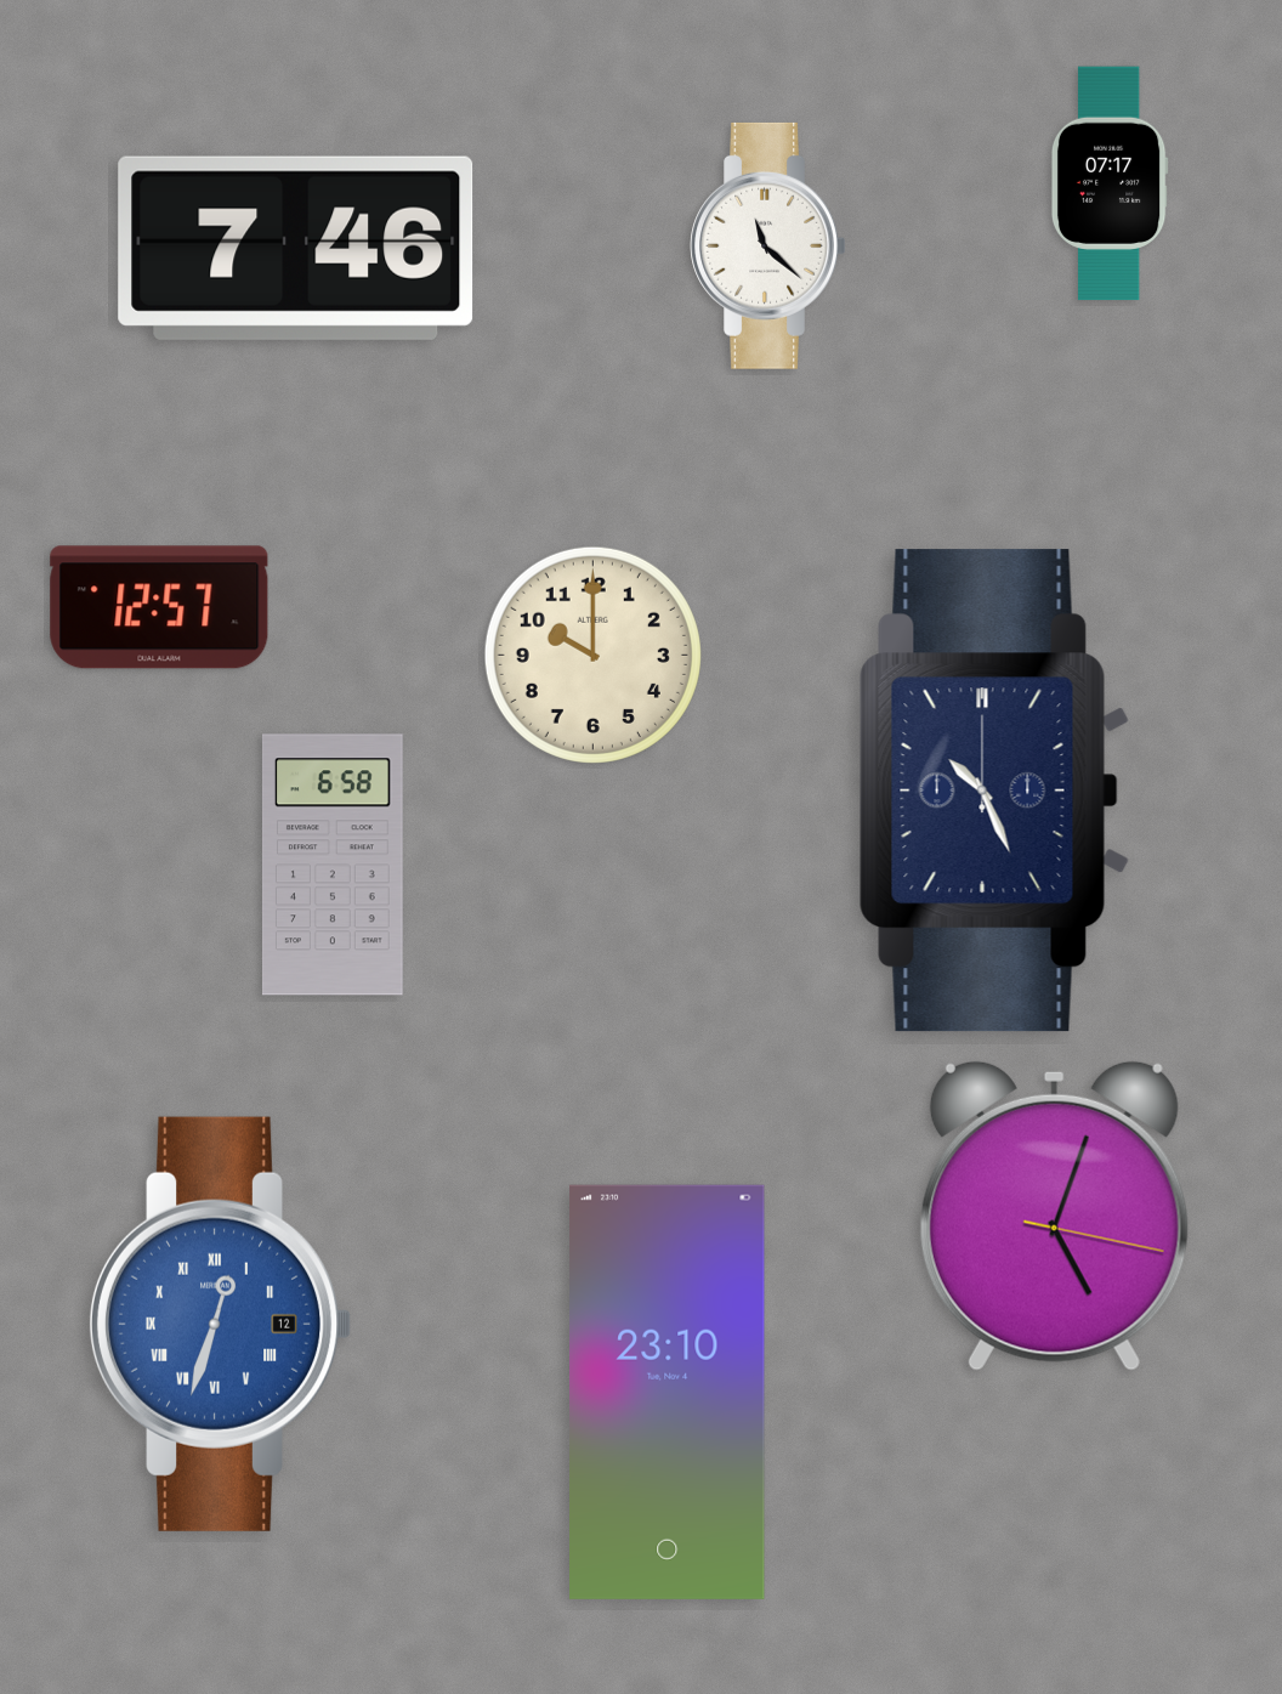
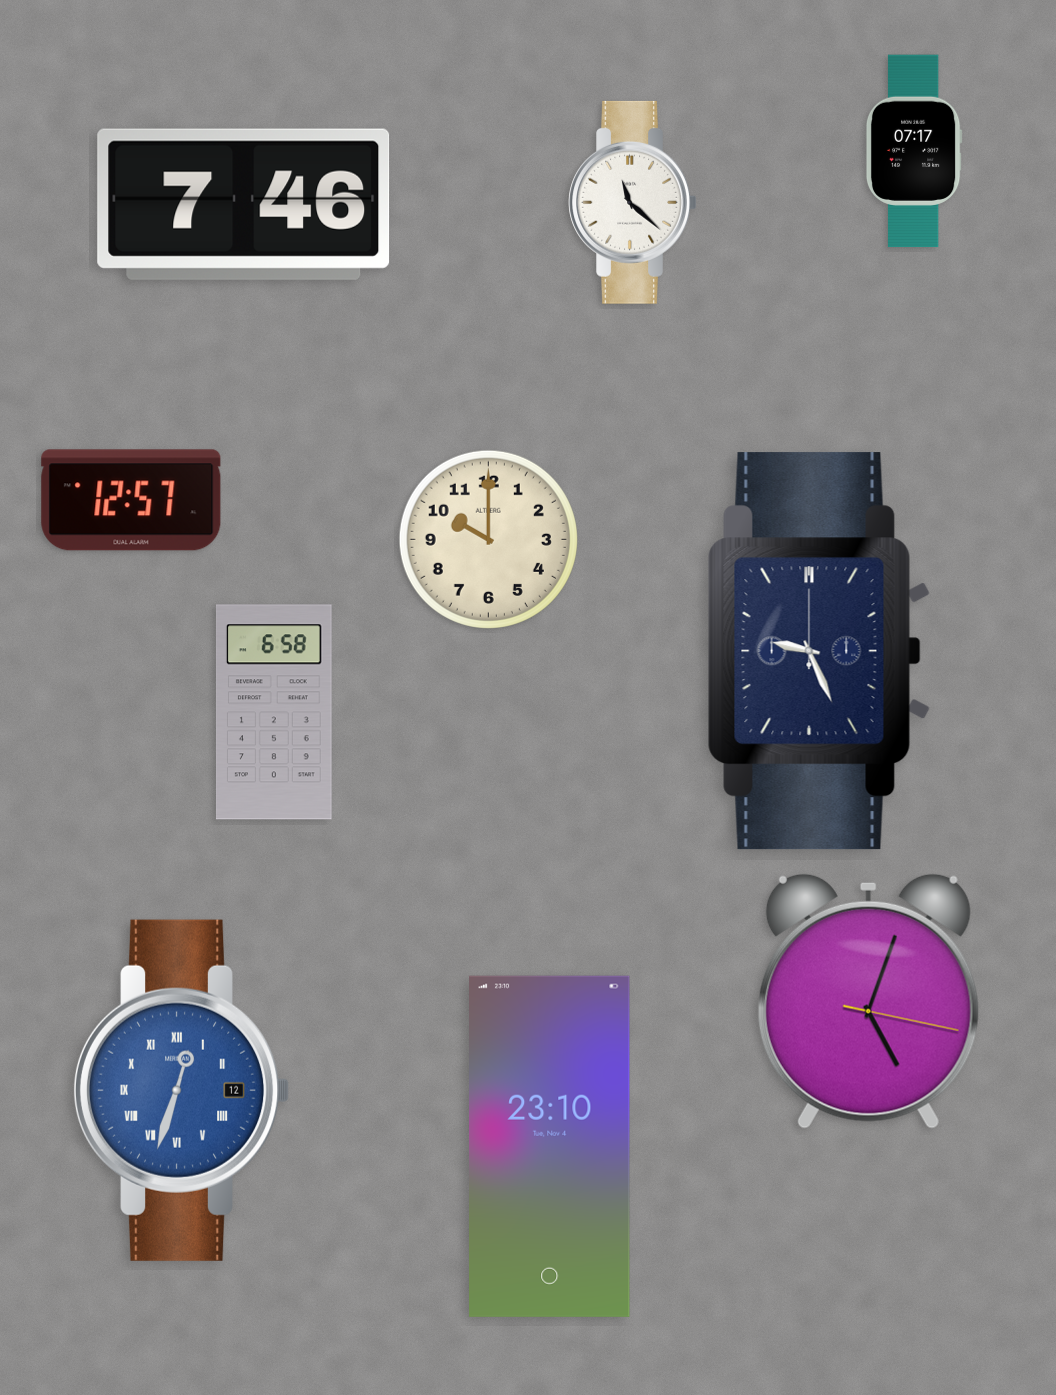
clock at (994, 791): 10:26 -> 9:26
